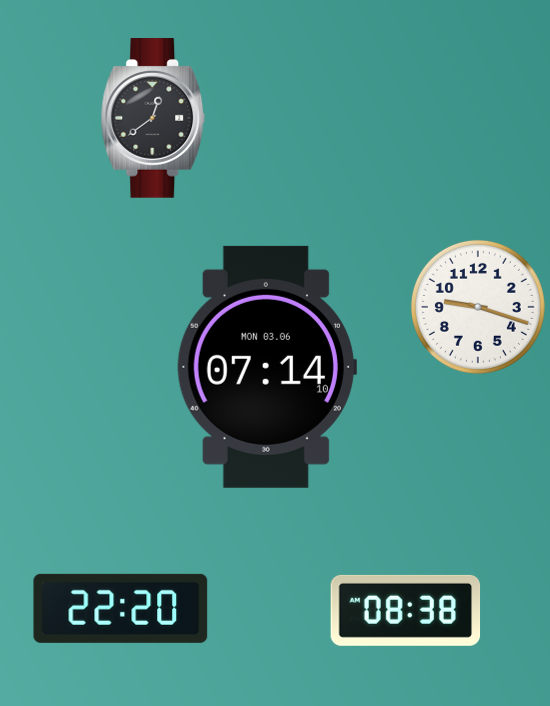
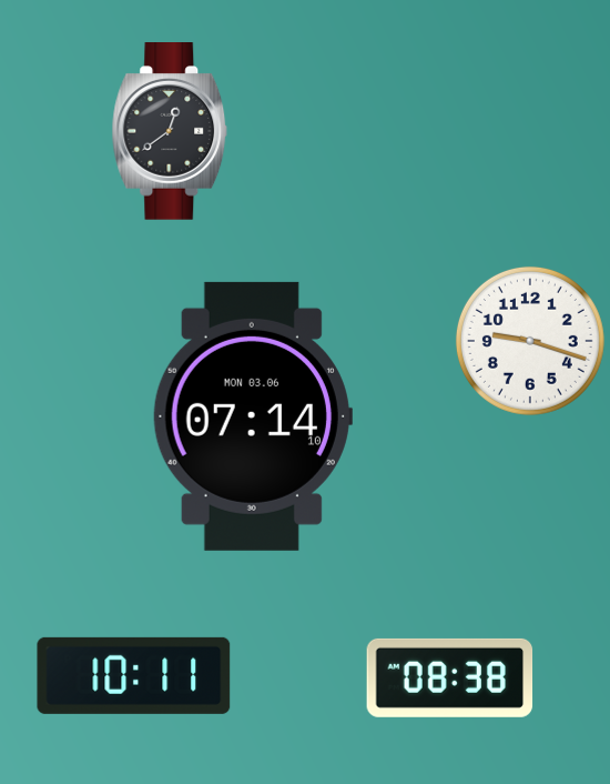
clock at (267, 367) position: (267, 367) -> (253, 416)
clock at (121, 608): 22:20 -> 10:11
